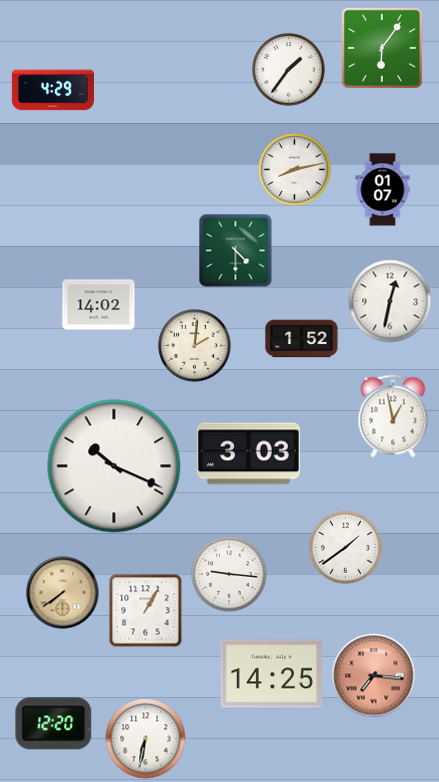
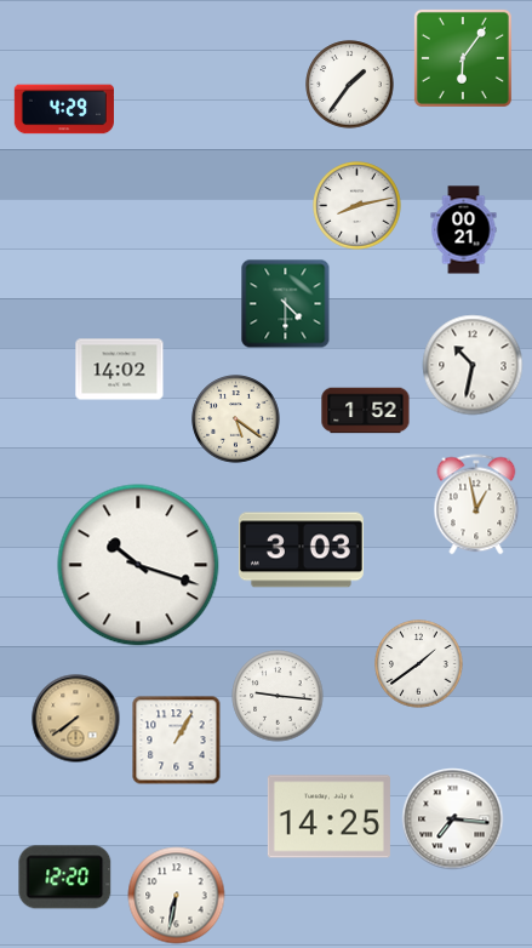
clock at (383, 190): 01:07 -> 00:21
clock at (390, 301): 12:32 -> 10:32
clock at (195, 346): 2:01 -> 5:21
clock at (114, 466): 10:19 -> 10:18
clock at (374, 676) dial: salmon -> white
